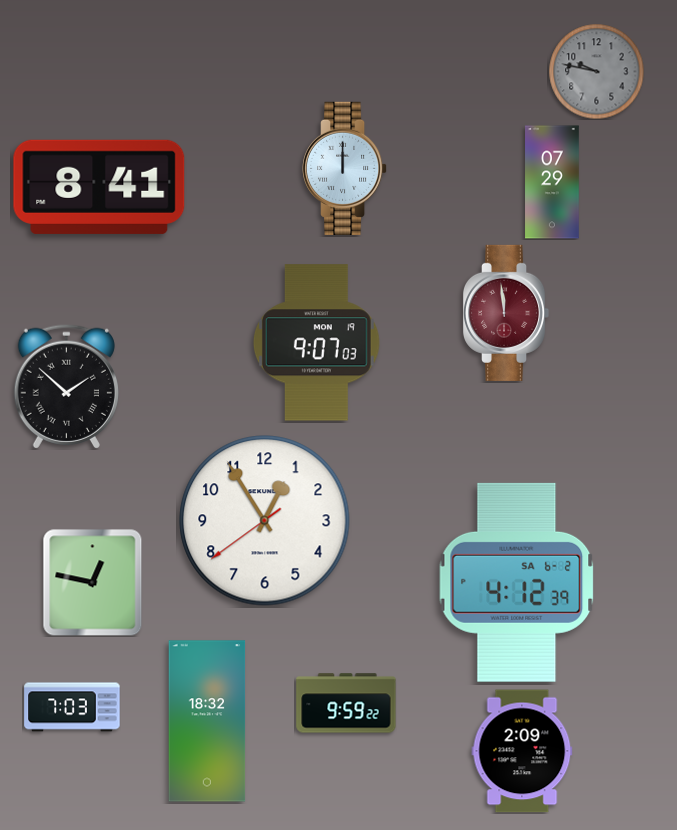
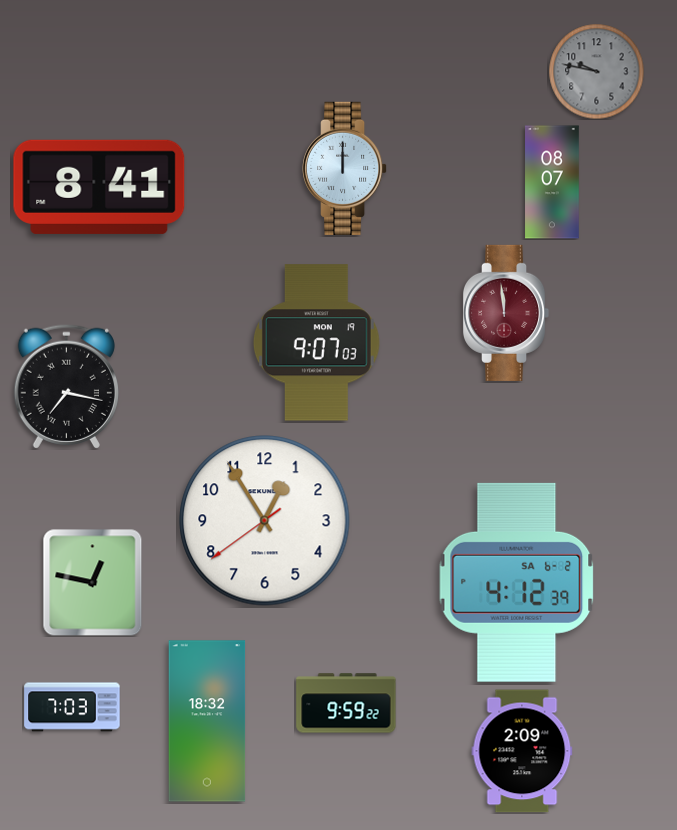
clock at (552, 182): 07:29 -> 08:07
clock at (66, 386): 1:52 -> 7:17
